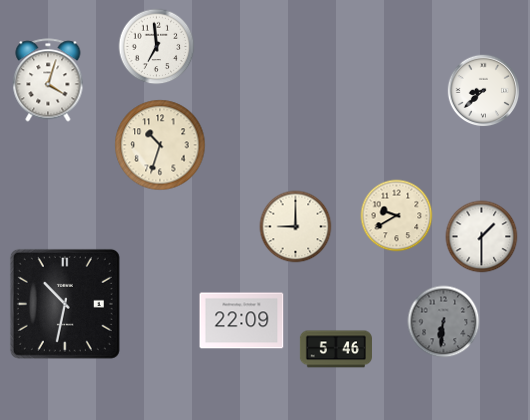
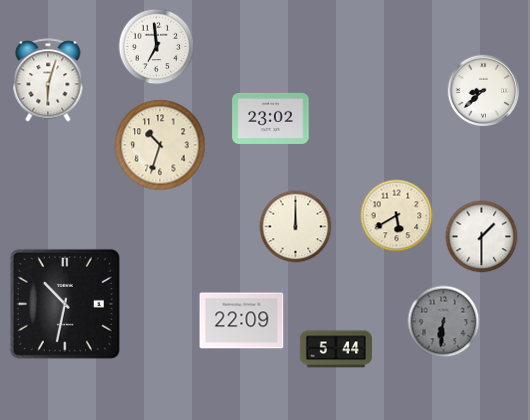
clock at (48, 80): 4:03 -> 6:03
clock at (271, 118): none -> 23:02
clock at (397, 216): 9:40 -> 5:40
clock at (296, 227): 9:00 -> 12:00
clock at (336, 349): 5:46 -> 5:44
